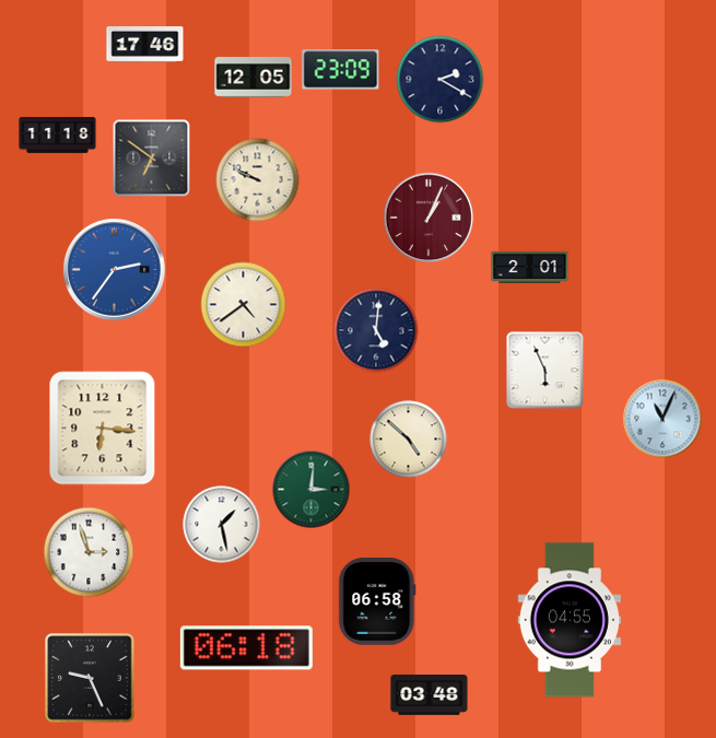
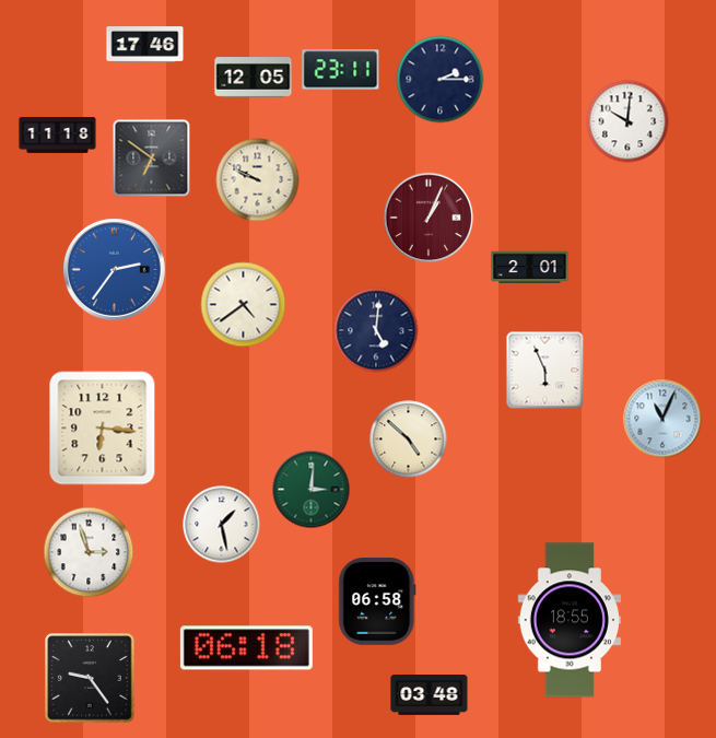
clock at (341, 70): 23:09 -> 23:11
clock at (441, 80): 2:20 -> 2:15
clock at (627, 121): none -> 10:01
clock at (570, 620): 04:55 -> 18:55
clock at (90, 678): 9:26 -> 9:24
